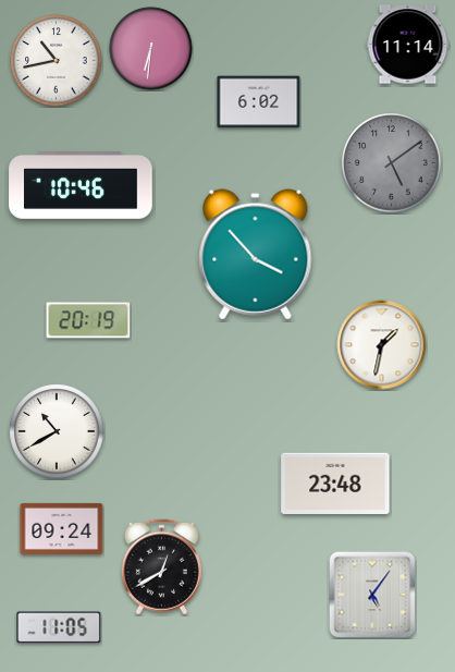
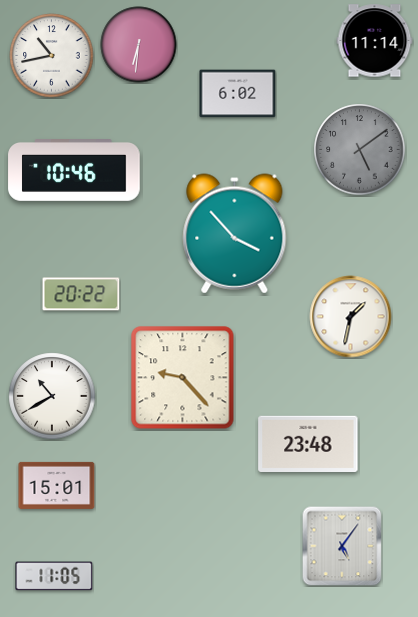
clock at (88, 320): 20:19 -> 20:22
clock at (183, 378): none -> 9:23
clock at (62, 528): 09:24 -> 15:01
clock at (161, 567): 12:40 -> none
